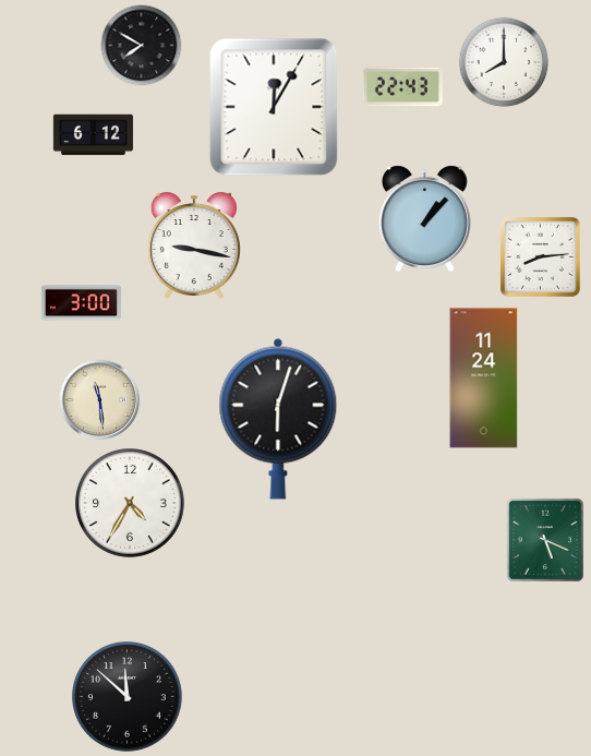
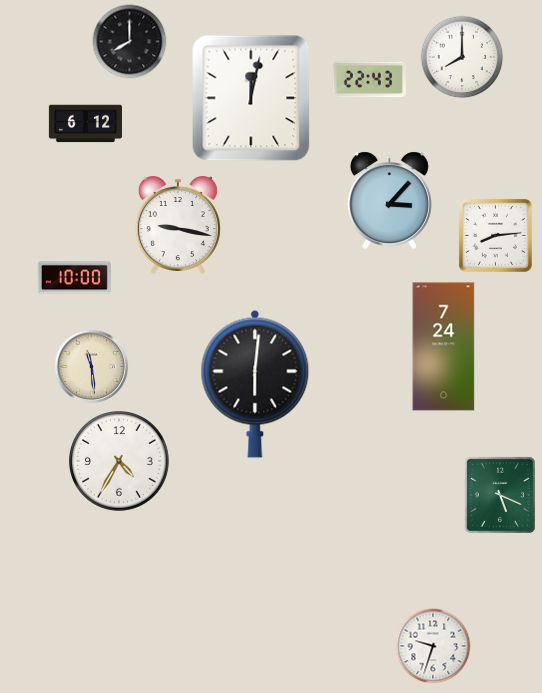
clock at (142, 46): 7:50 -> 8:00
clock at (274, 107): 12:05 -> 12:02
clock at (424, 218): 1:07 -> 3:07
clock at (81, 303): 3:00 -> 10:00
clock at (484, 379): 11:24 -> 7:24
clock at (278, 419): 6:03 -> 6:01
clock at (128, 697): 11:52 -> none
clock at (433, 646): none -> 9:33
